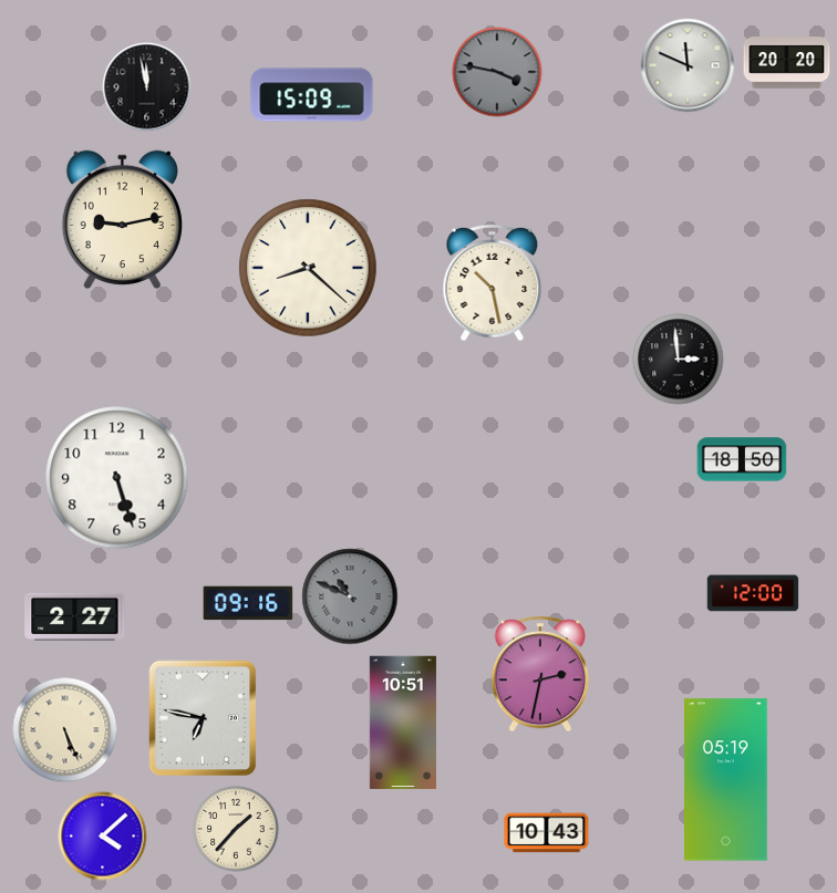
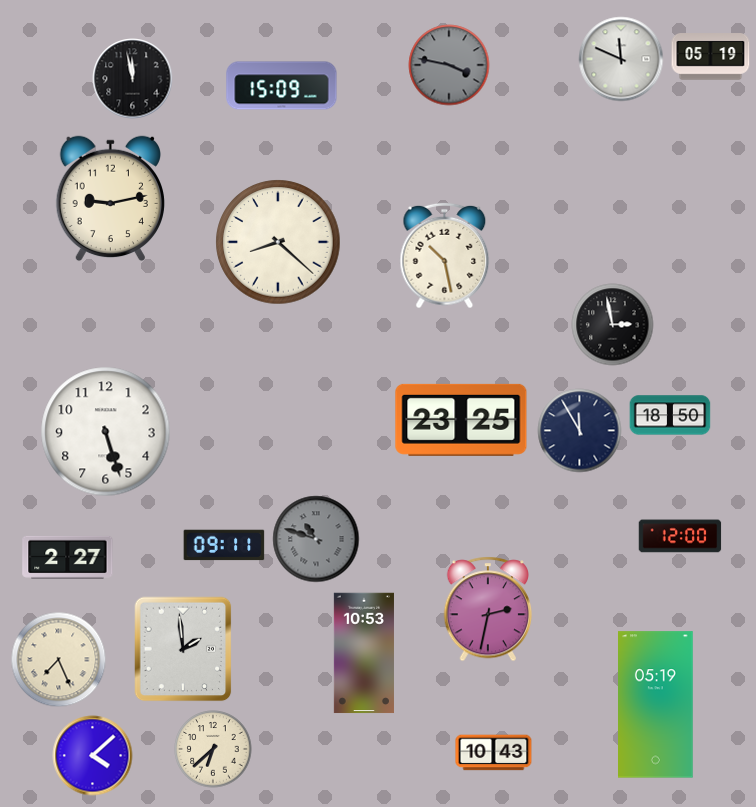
clock at (787, 63): 20:20 -> 05:19
clock at (679, 360): 2:59 -> 2:58
clock at (461, 420): none -> 23:25
clock at (580, 431): none -> 11:55
clock at (350, 596): 10:49 -> 10:48
clock at (248, 603): 09:16 -> 09:11
clock at (203, 718): 6:47 -> 1:59
clock at (403, 723): 10:51 -> 10:53
clock at (65, 730): 5:26 -> 7:26
clock at (236, 829): 1:37 -> 6:38
